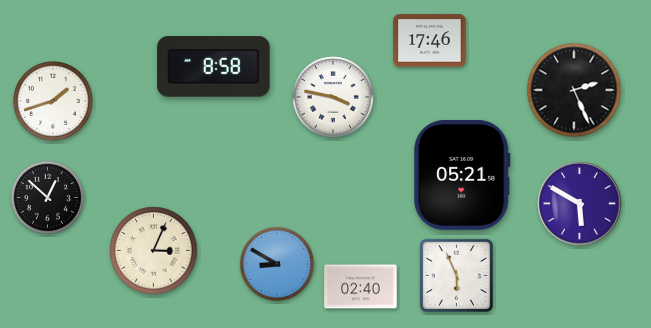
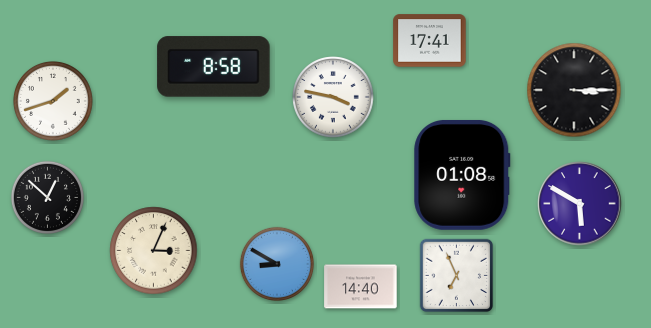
clock at (430, 41): 17:46 -> 17:41
clock at (574, 90): 2:26 -> 3:15
clock at (462, 175): 05:21 -> 01:08
clock at (457, 276): 5:56 -> 6:56
clock at (361, 287): 02:40 -> 14:40
